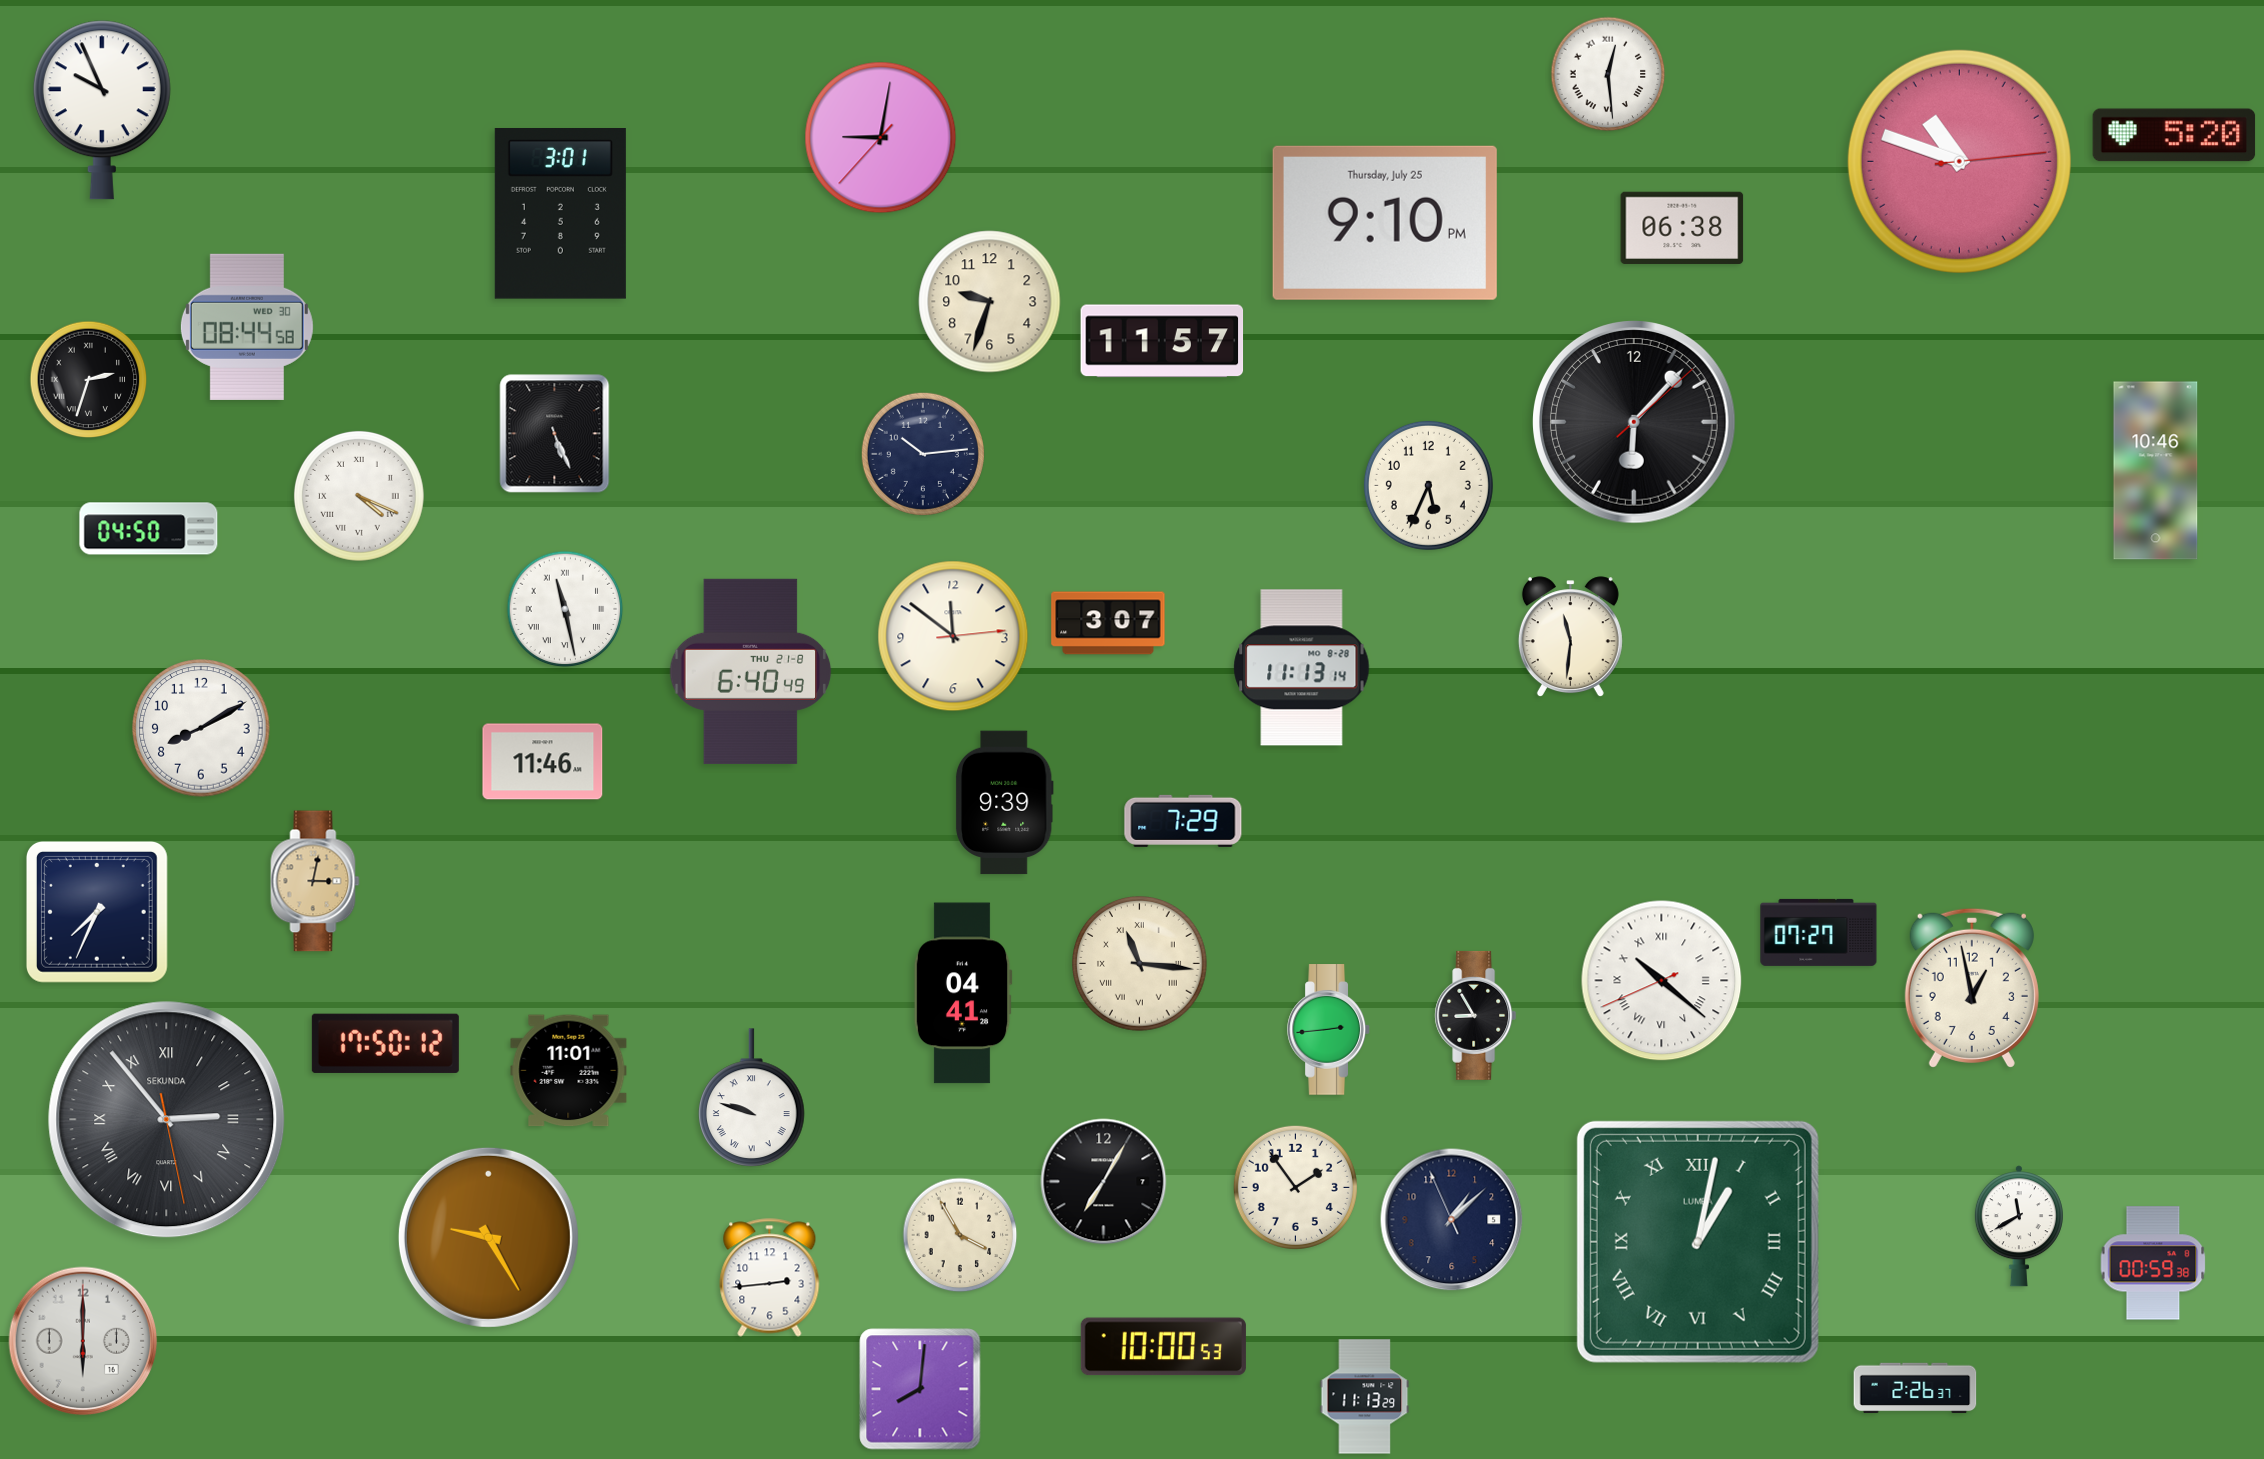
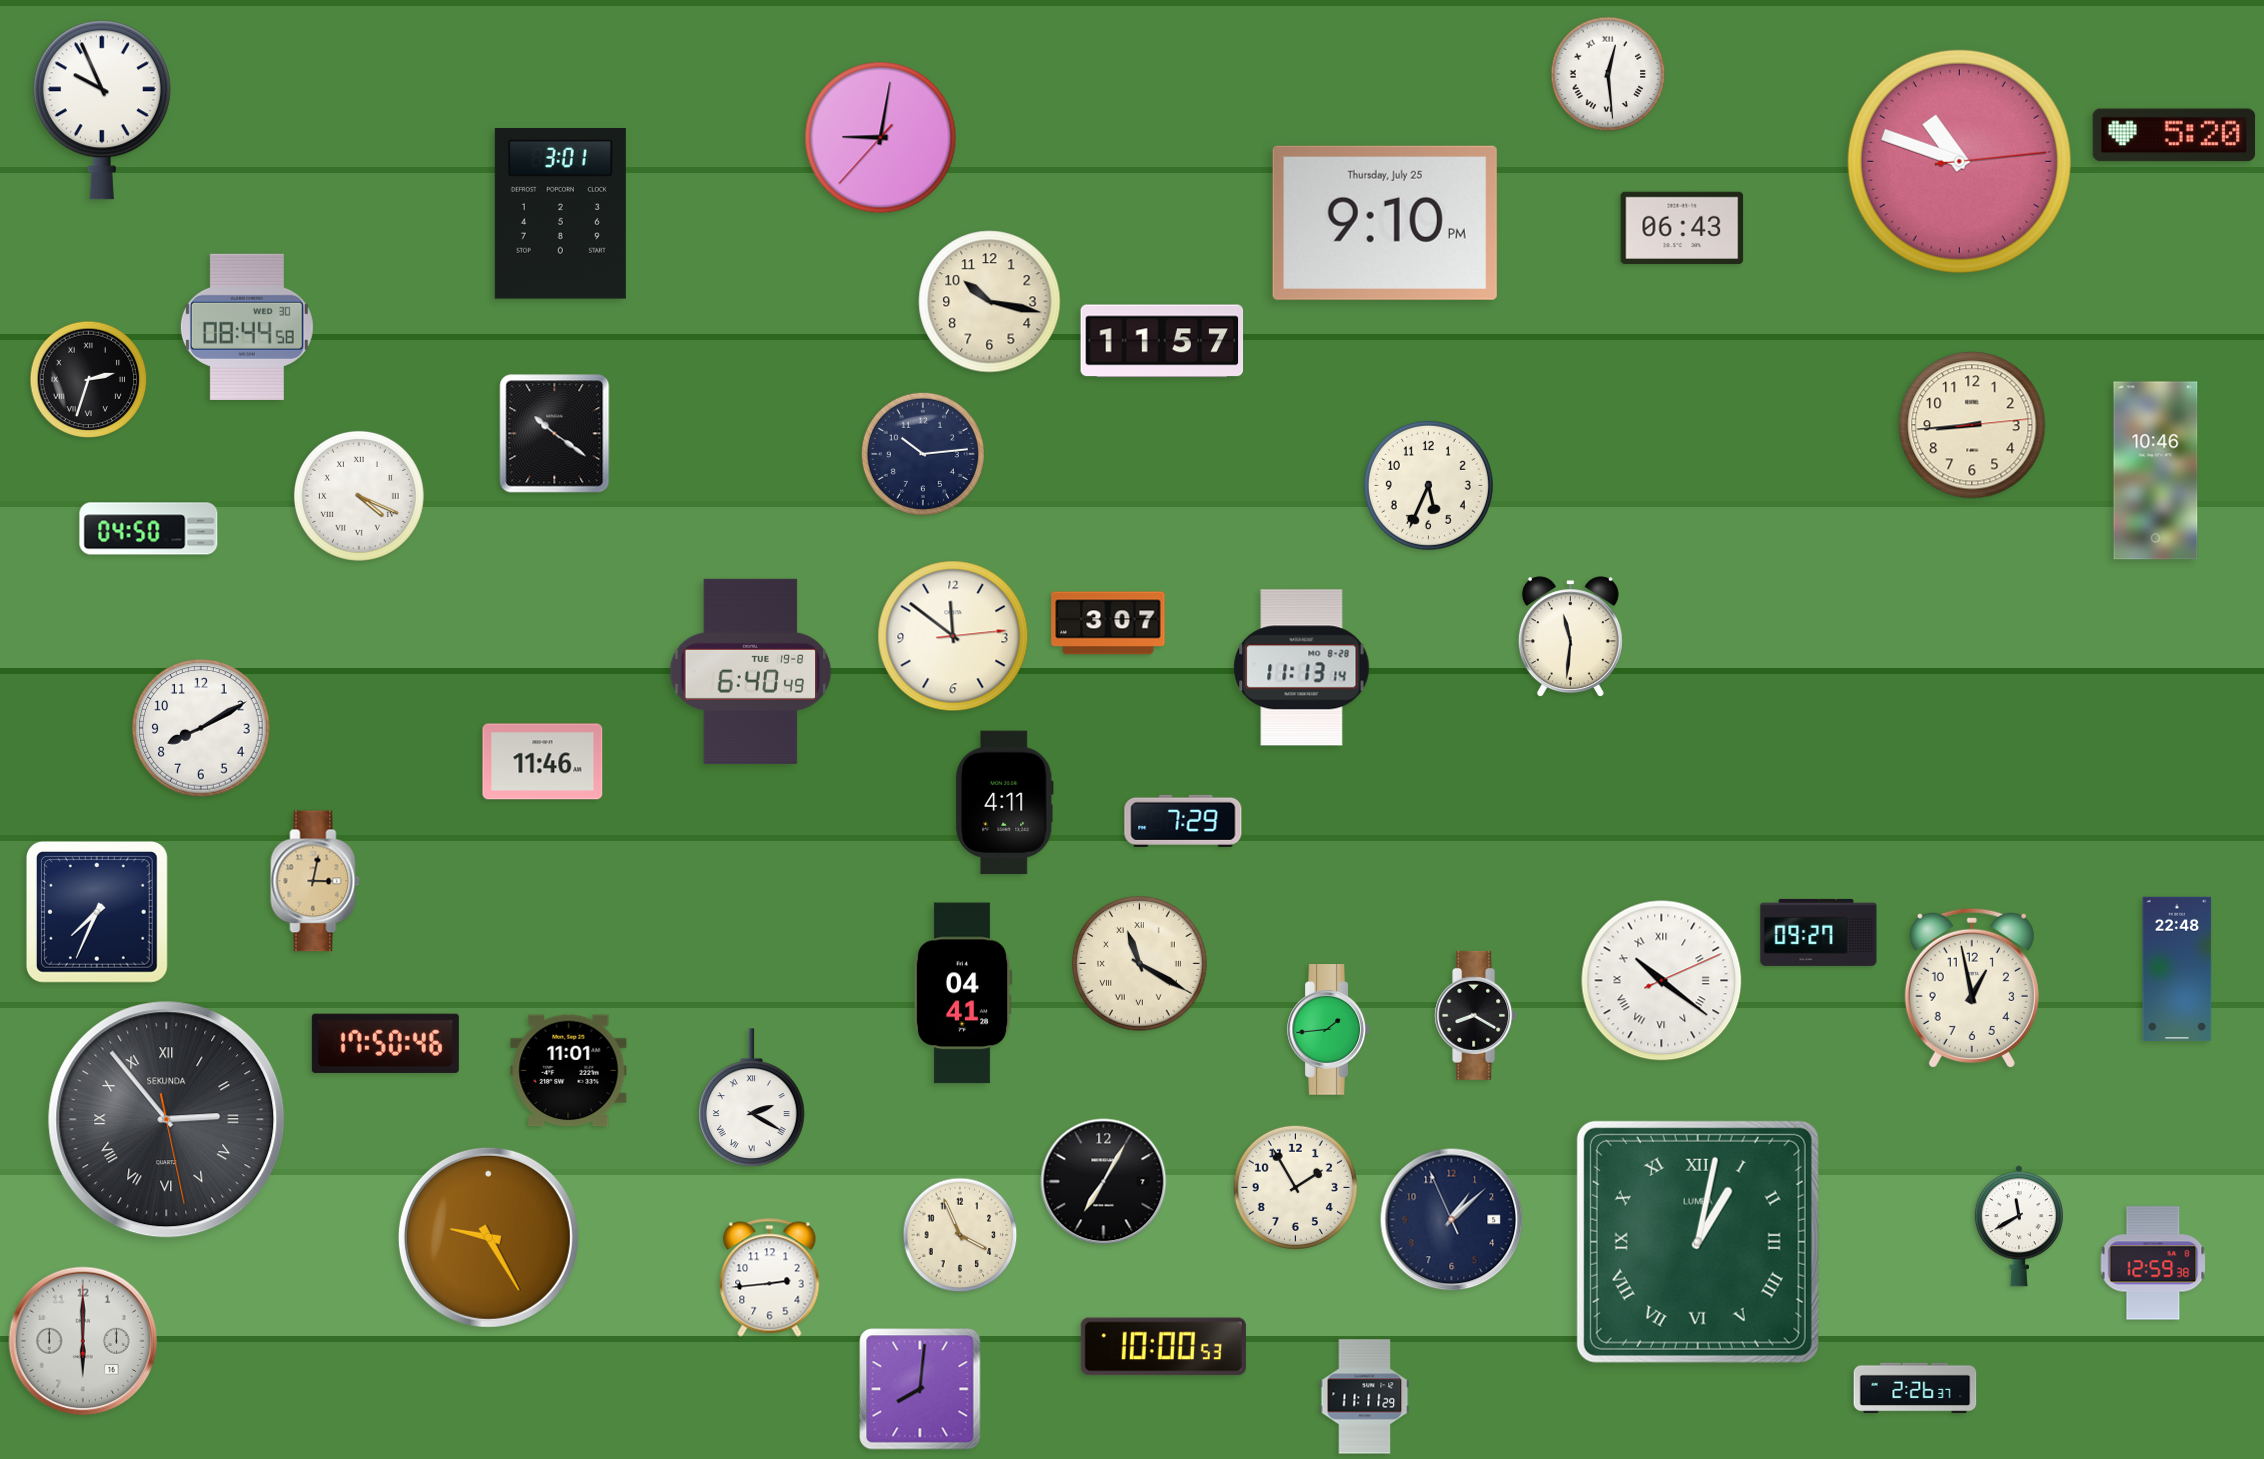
clock at (1682, 228): 06:38 -> 06:43
clock at (990, 302): 9:33 -> 10:17
clock at (1635, 423): 6:07 -> none
clock at (1972, 425): none -> 8:44
clock at (555, 434): 5:26 -> 10:21
clock at (565, 609): 11:28 -> none
clock at (751, 671) date: THU 21-8 -> TUE 19-8
clock at (1004, 803): 9:39 -> 4:11
clock at (1819, 932): 07:27 -> 09:27
clock at (1140, 964): 11:16 -> 11:20
clock at (2177, 969): none -> 22:48
clock at (1662, 981): 10:21:41 -> 10:21:11
clock at (1476, 1015): 8:55 -> 8:20
clock at (1329, 1030): 2:44 -> 1:44
clock at (385, 1043): 17:50:12 -> 17:50:46
clock at (752, 1098): 9:48 -> 2:20
clock at (1295, 1187): 1:54 -> 1:55
clock at (960, 1235): 3:55 -> 3:56
clock at (2153, 1263): 00:59 -> 12:59
clock at (1365, 1397): 11:13 -> 11:11
